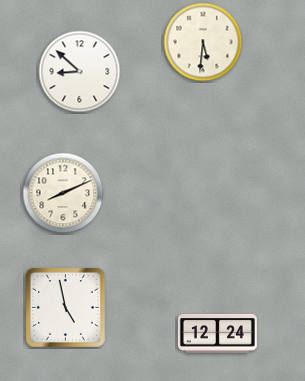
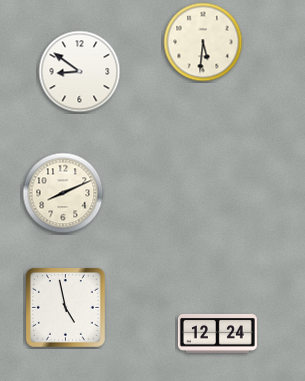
clock at (80, 72): 8:52 -> 8:51
